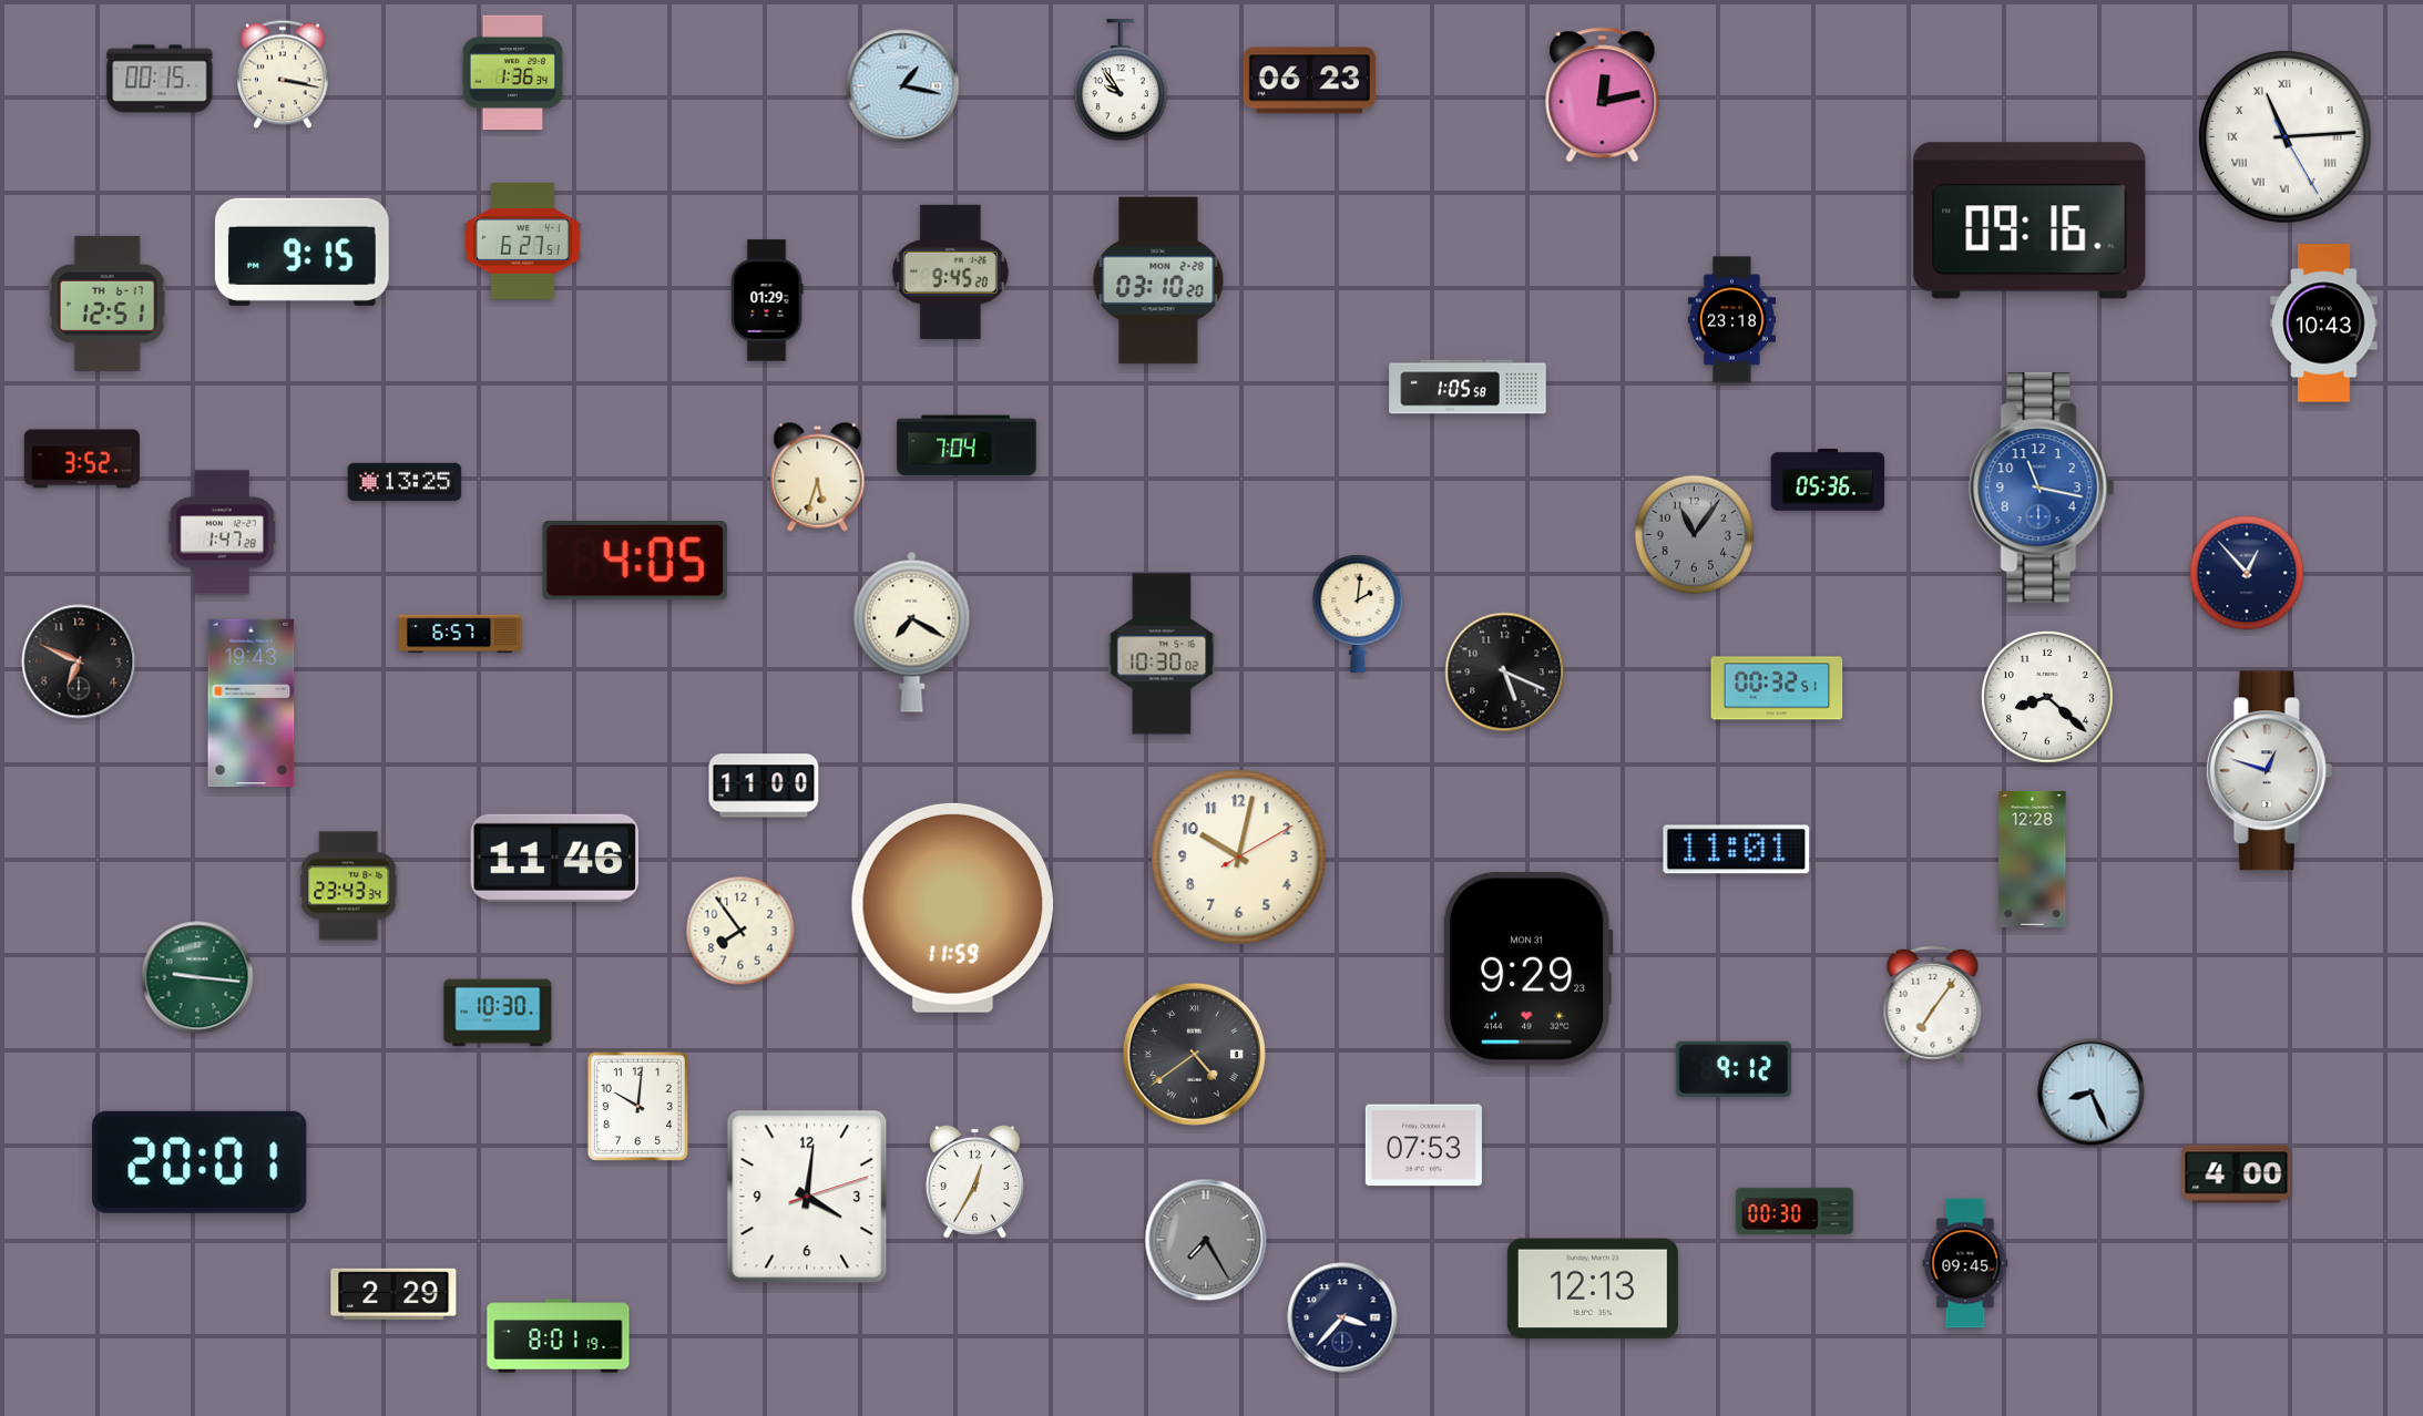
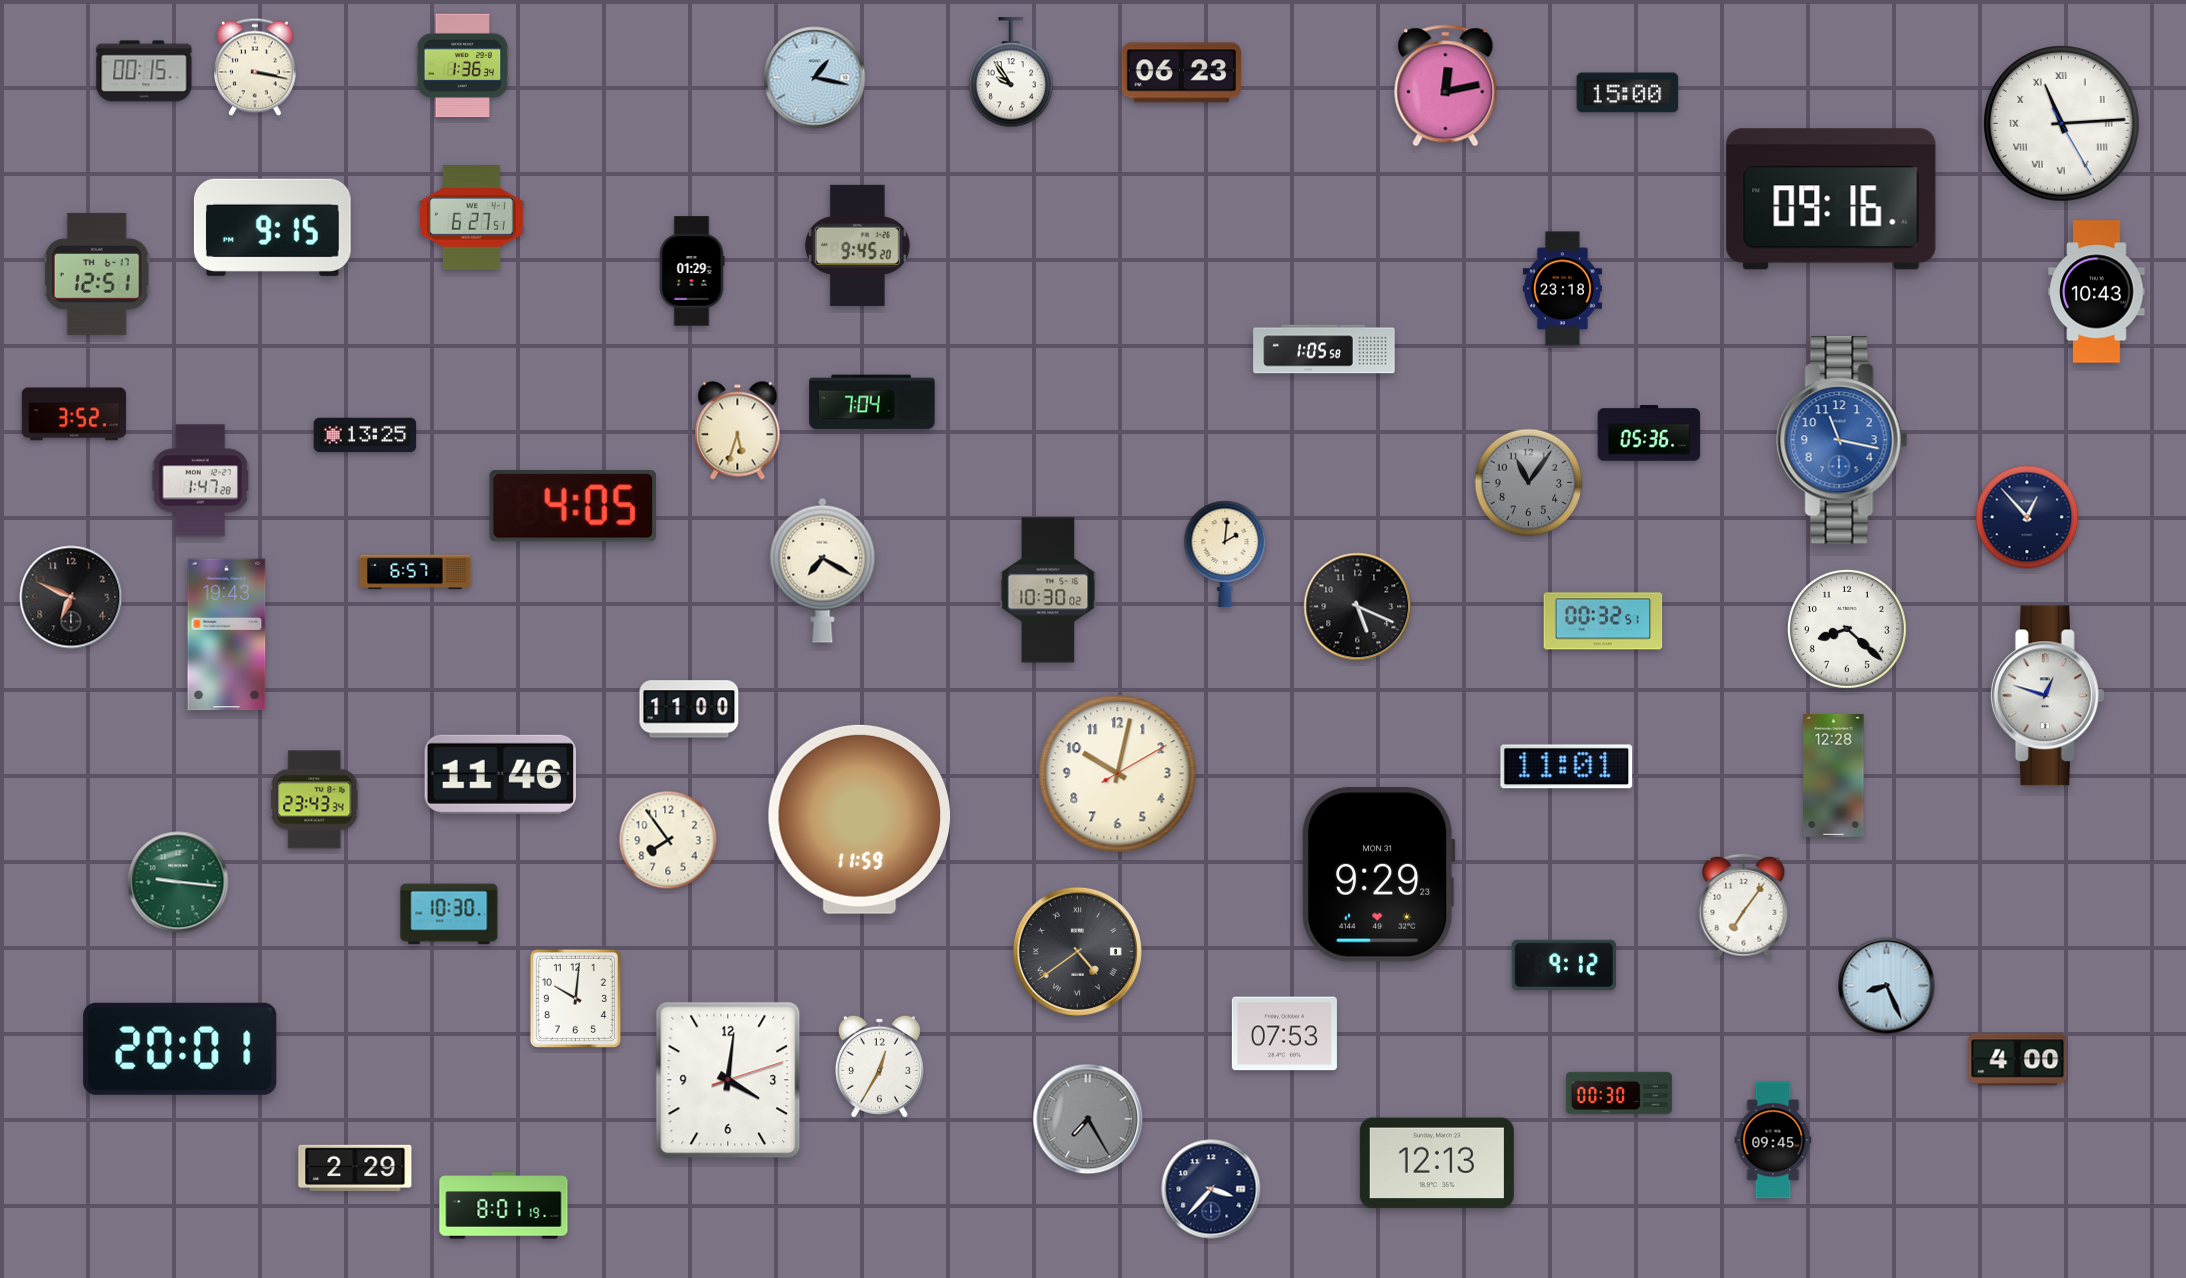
clock at (1628, 93): none -> 15:00
clock at (1158, 280): 03:10 -> none
